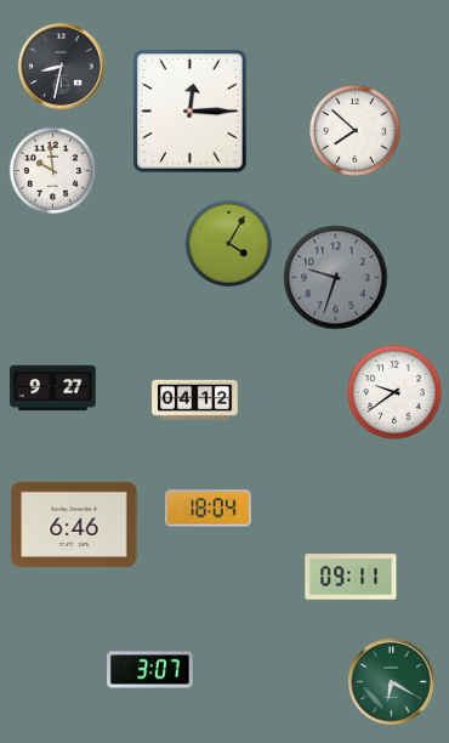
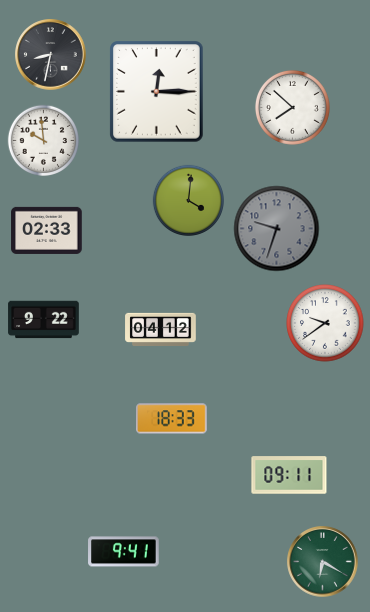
clock at (228, 243): 4:05 -> 4:01
clock at (47, 230): none -> 02:33
clock at (53, 388): 9:27 -> 9:22
clock at (209, 509): 18:04 -> 18:33
clock at (74, 524): 6:46 -> none
clock at (150, 670): 3:07 -> 9:41
